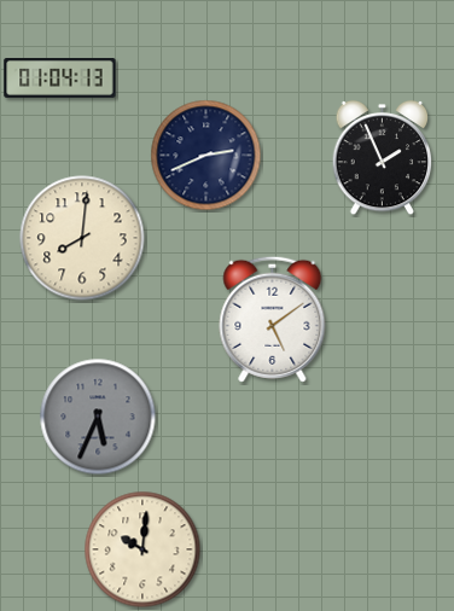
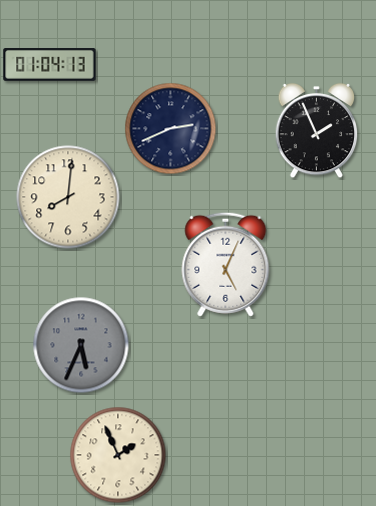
clock at (273, 319): 5:09 -> 5:04
clock at (142, 549): 10:01 -> 1:56
